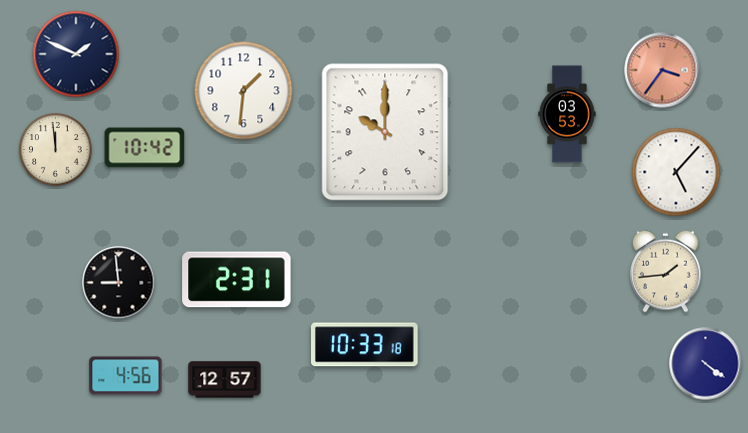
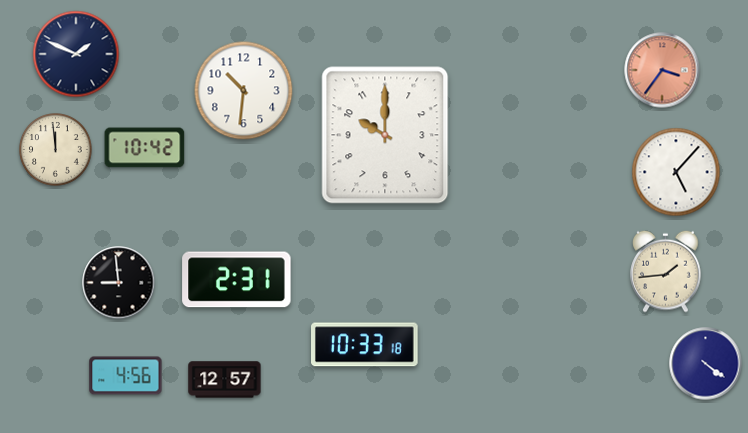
clock at (244, 91): 1:31 -> 10:31
clock at (567, 114): 03:53 -> none
clock at (385, 132) position: (385, 132) -> (385, 135)
